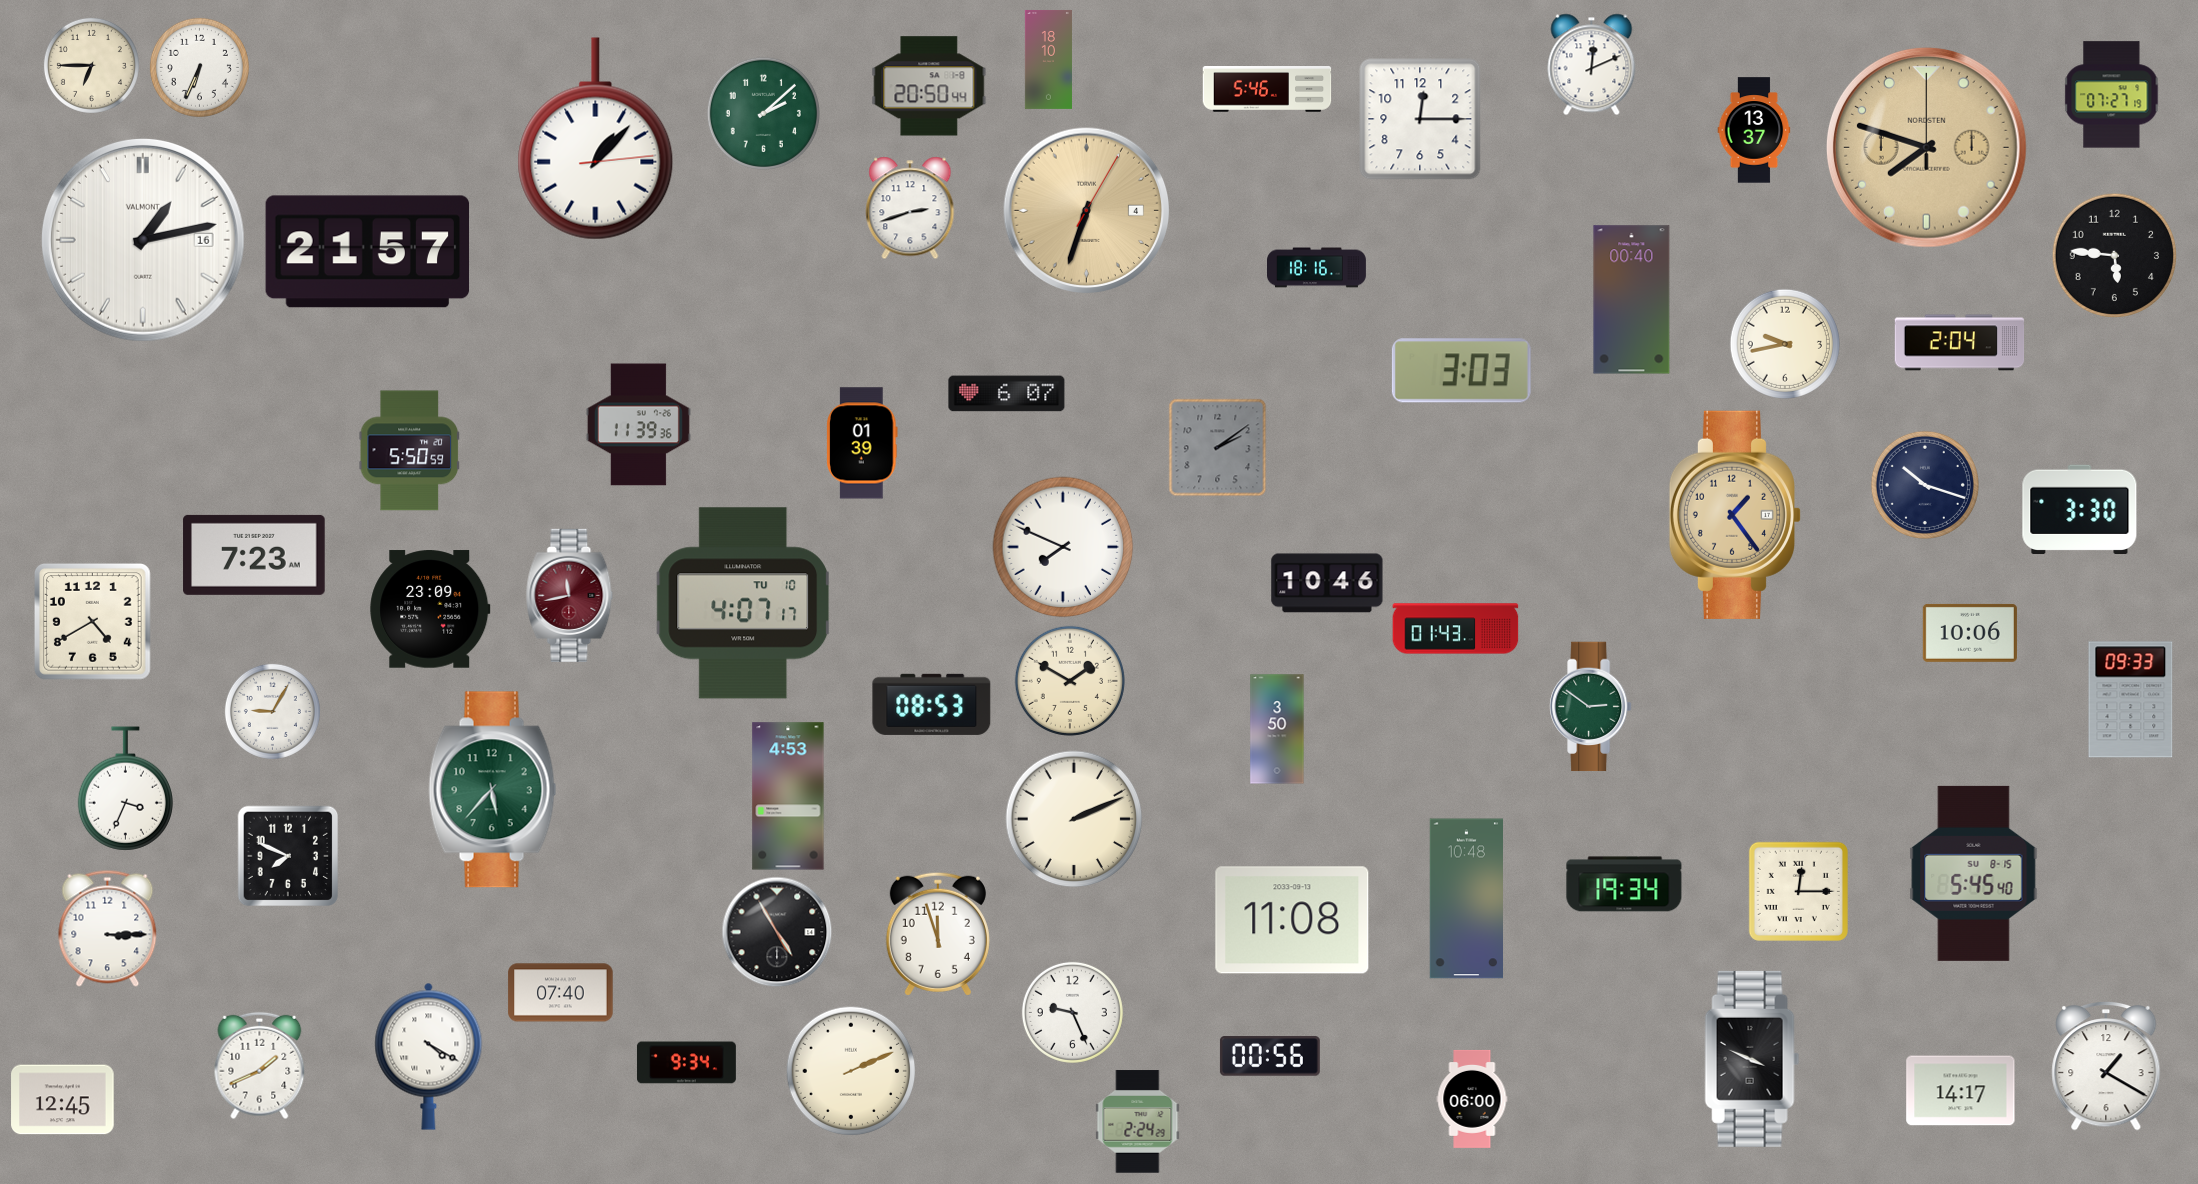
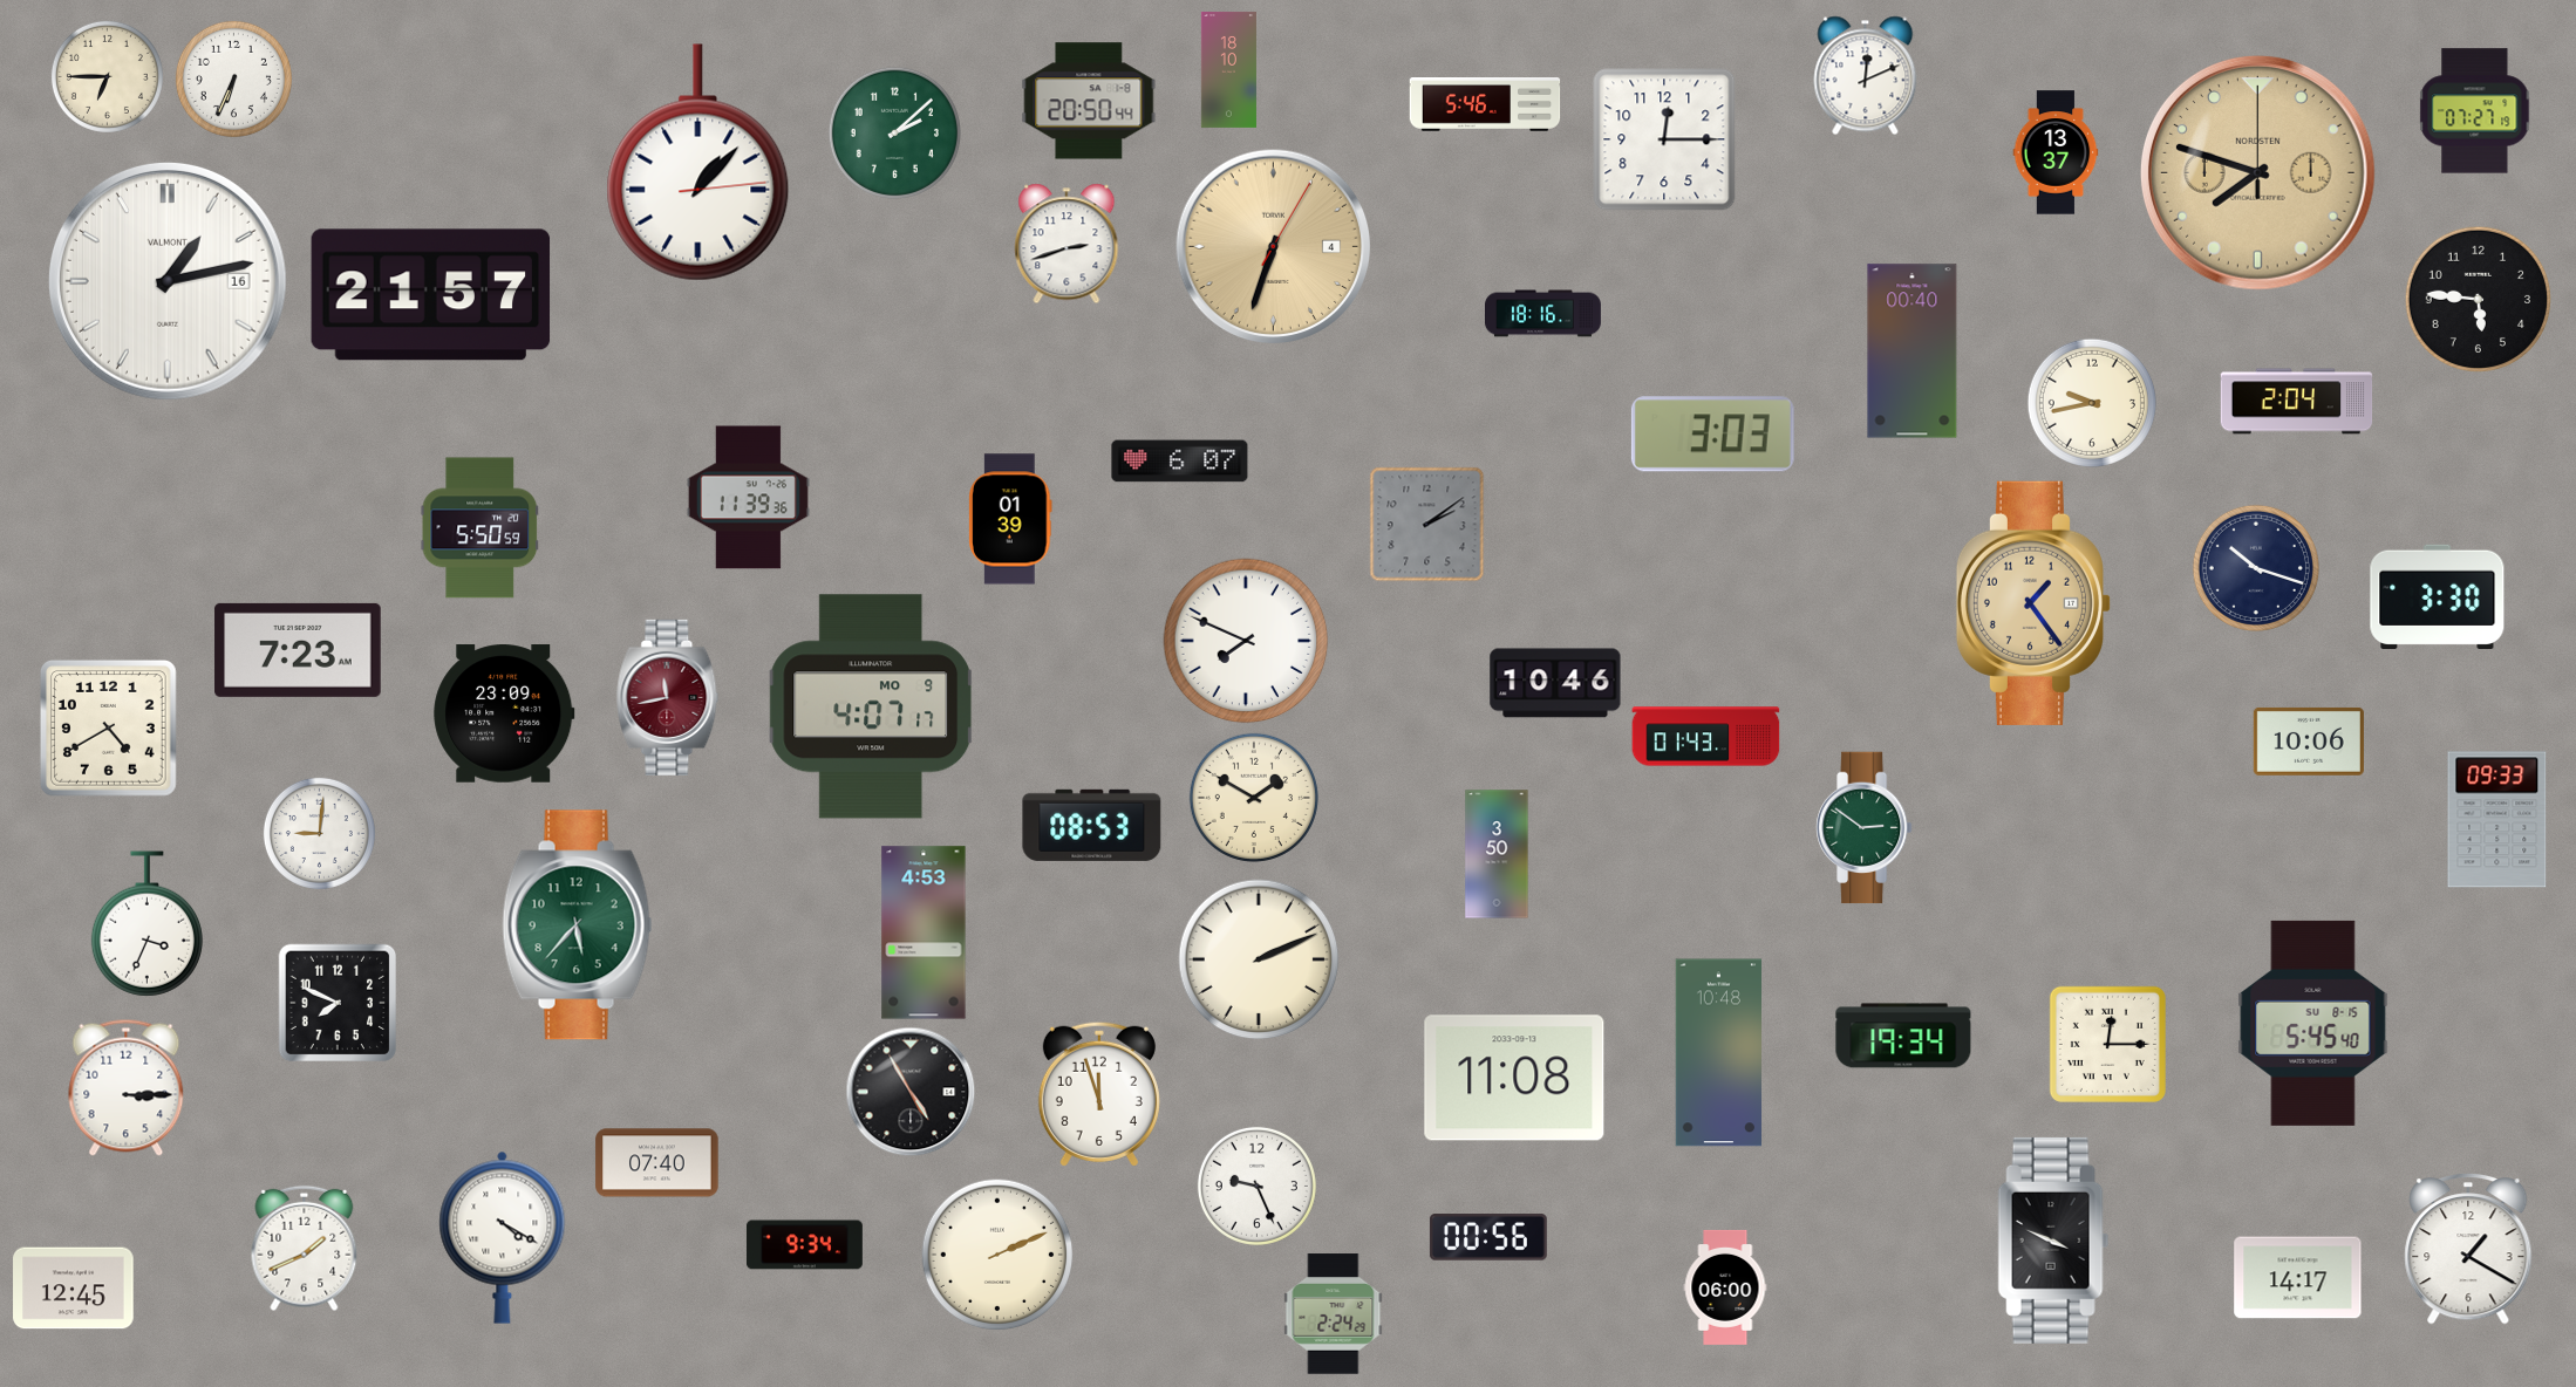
clock at (743, 603) date: TU 10 -> MO 9
clock at (272, 711): 9:05 -> 9:01
